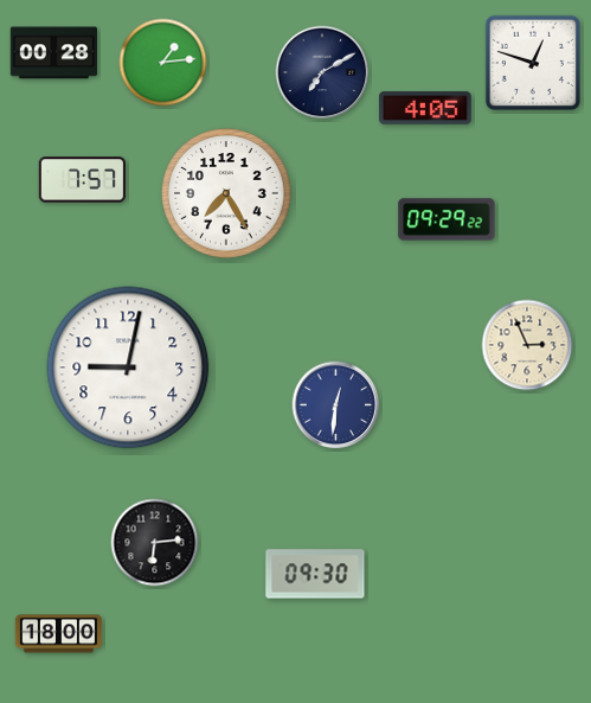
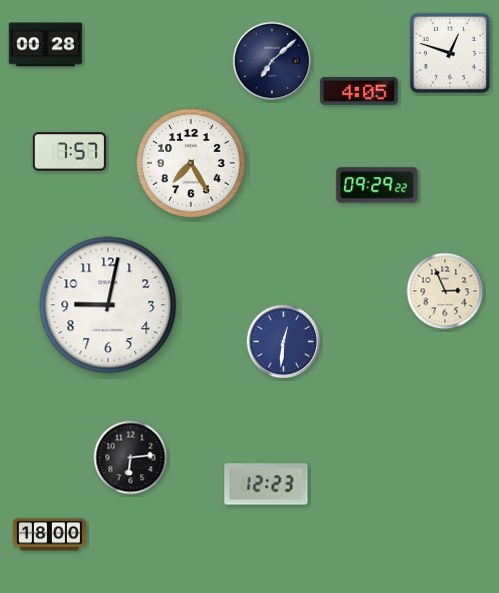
clock at (163, 63): 1:14 -> none
clock at (322, 72): 7:10 -> 7:08
clock at (128, 368) position: (128, 368) -> (108, 305)
clock at (315, 574): 09:30 -> 12:23
